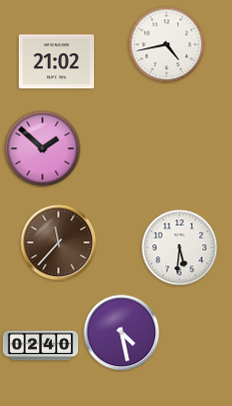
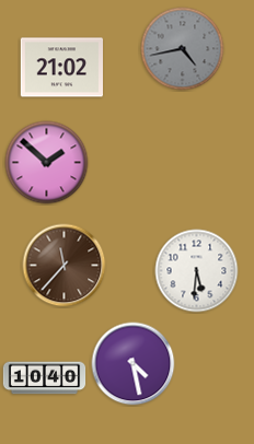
clock at (167, 45) dial: white -> grey
clock at (41, 346): 02:40 -> 10:40
